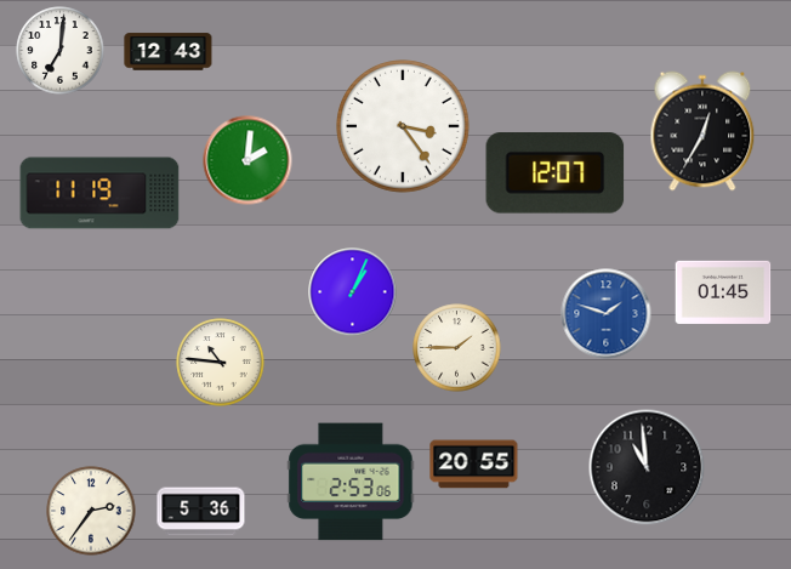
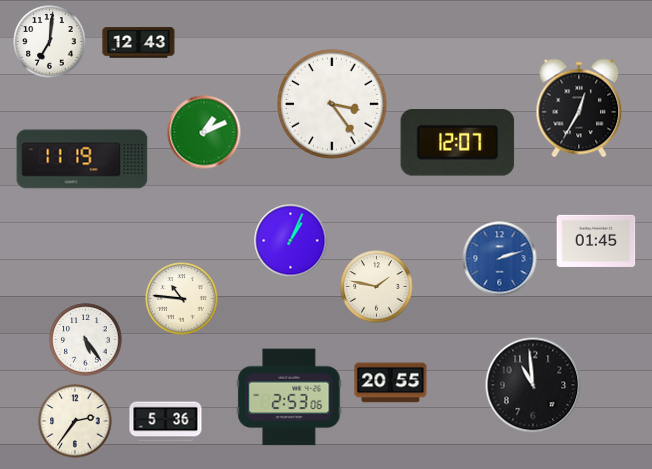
clock at (247, 160): 2:01 -> 1:11
clock at (607, 314): 1:48 -> 2:12
clock at (457, 348): 1:45 -> 1:47
clock at (86, 340): none -> 5:24
